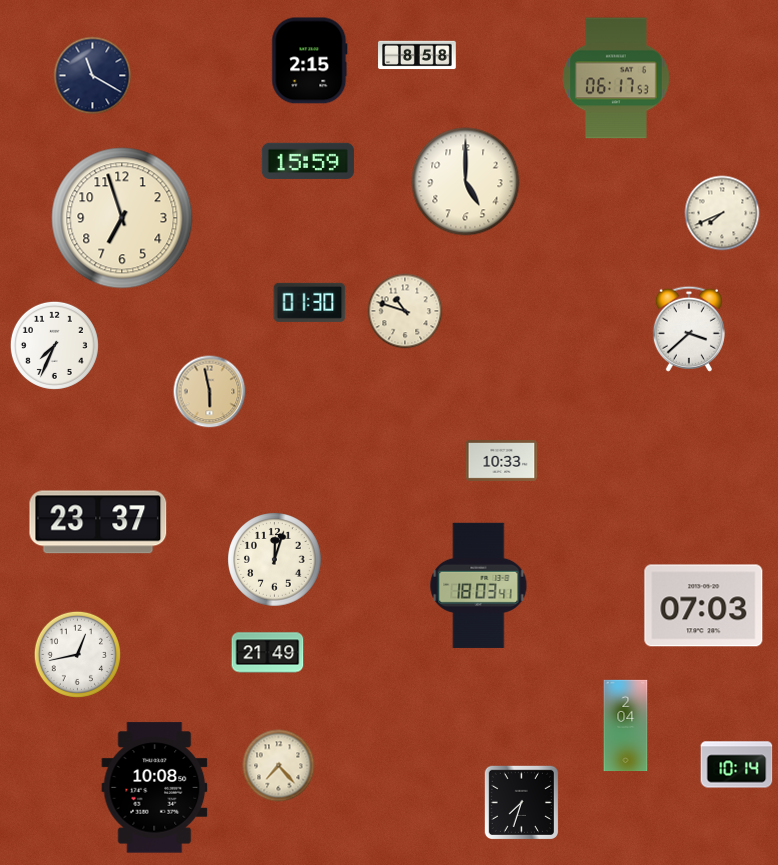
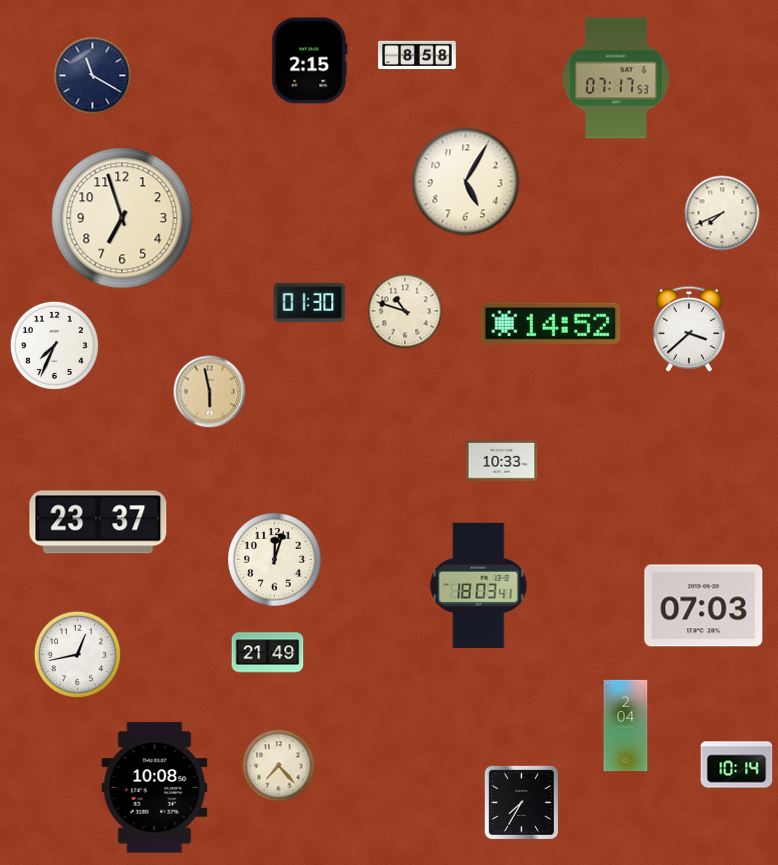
clock at (617, 78): 06:17 -> 07:17
clock at (308, 161): 15:59 -> none
clock at (466, 182): 5:00 -> 5:05
clock at (551, 323): none -> 14:52
clock at (521, 802): 7:33 -> 7:35
